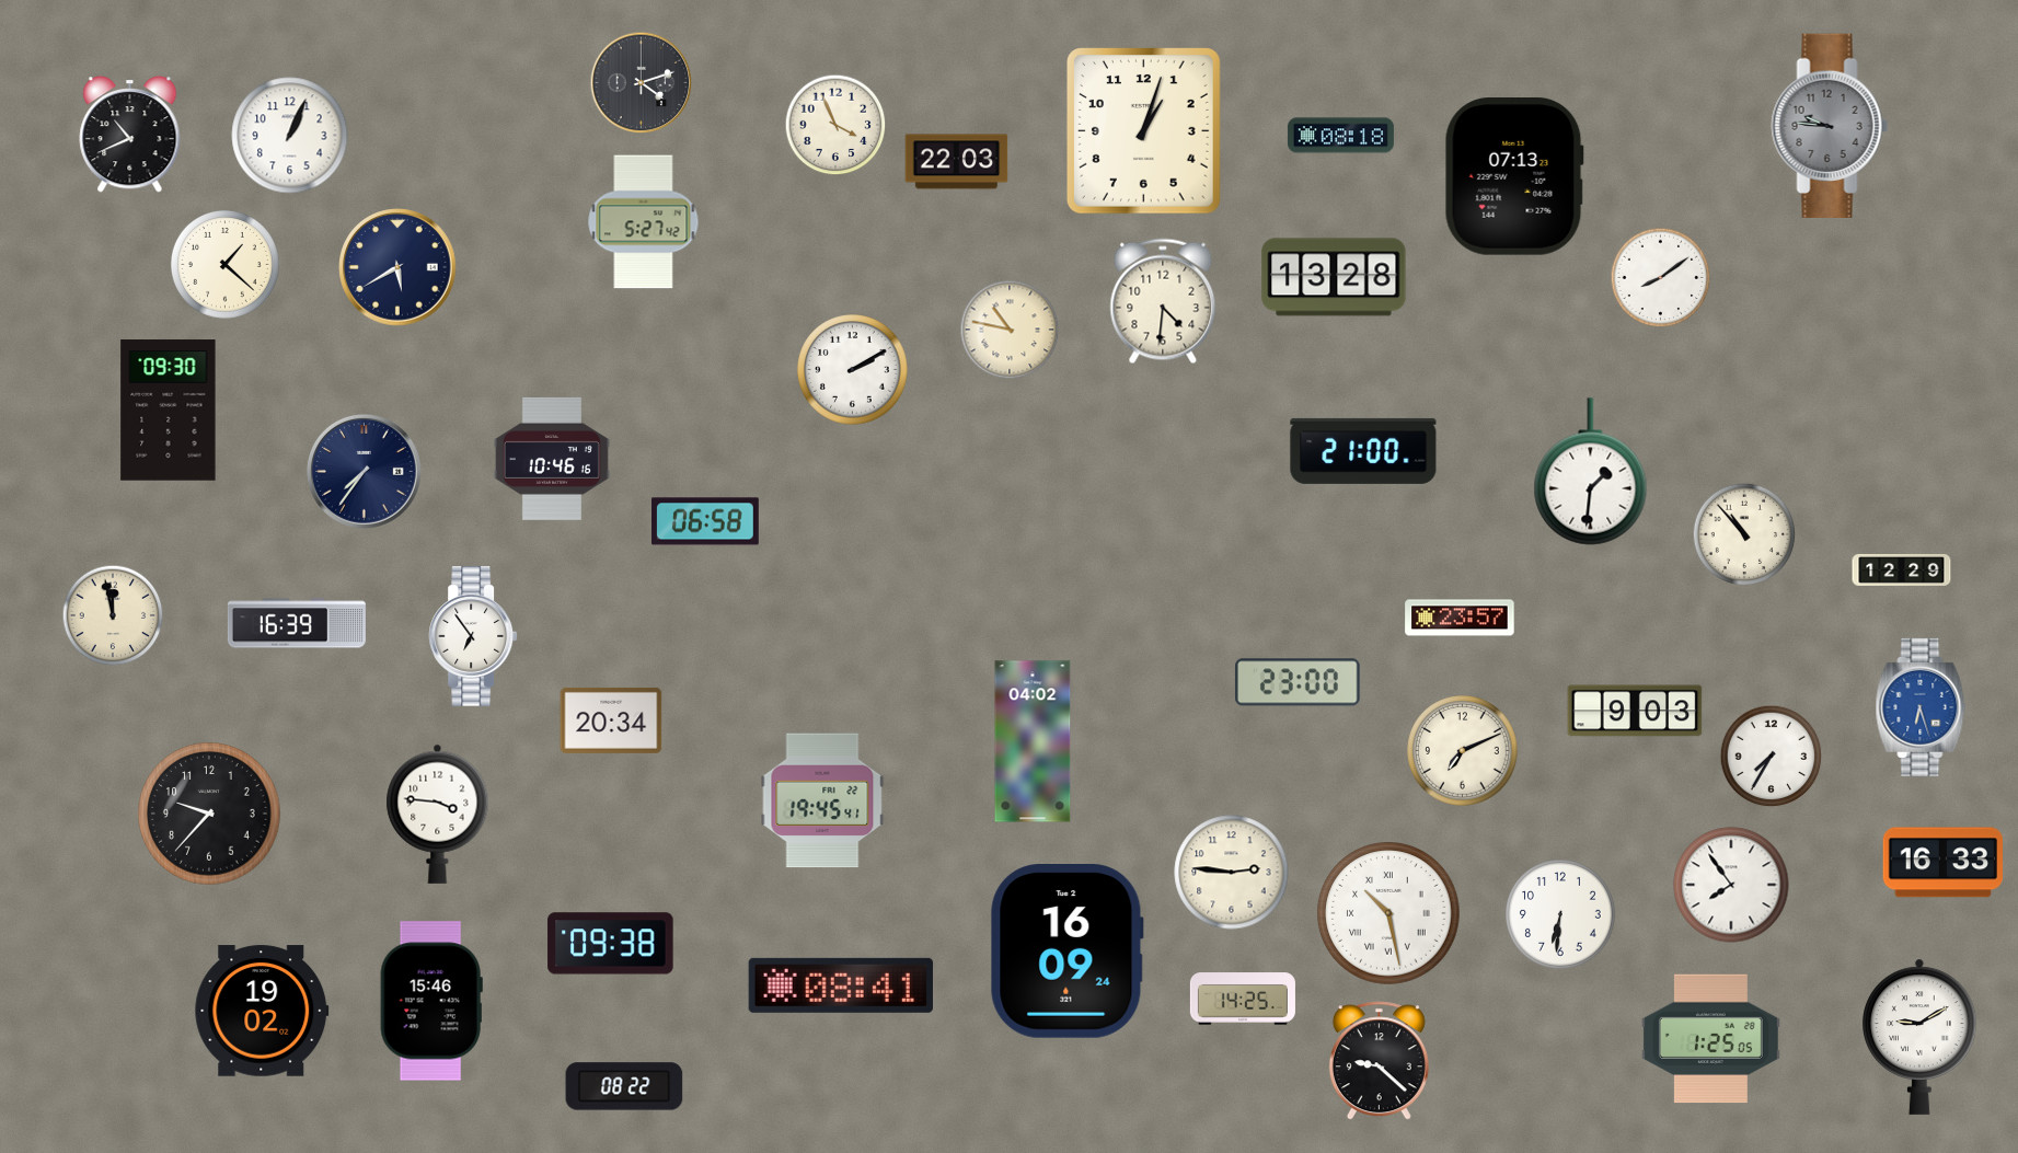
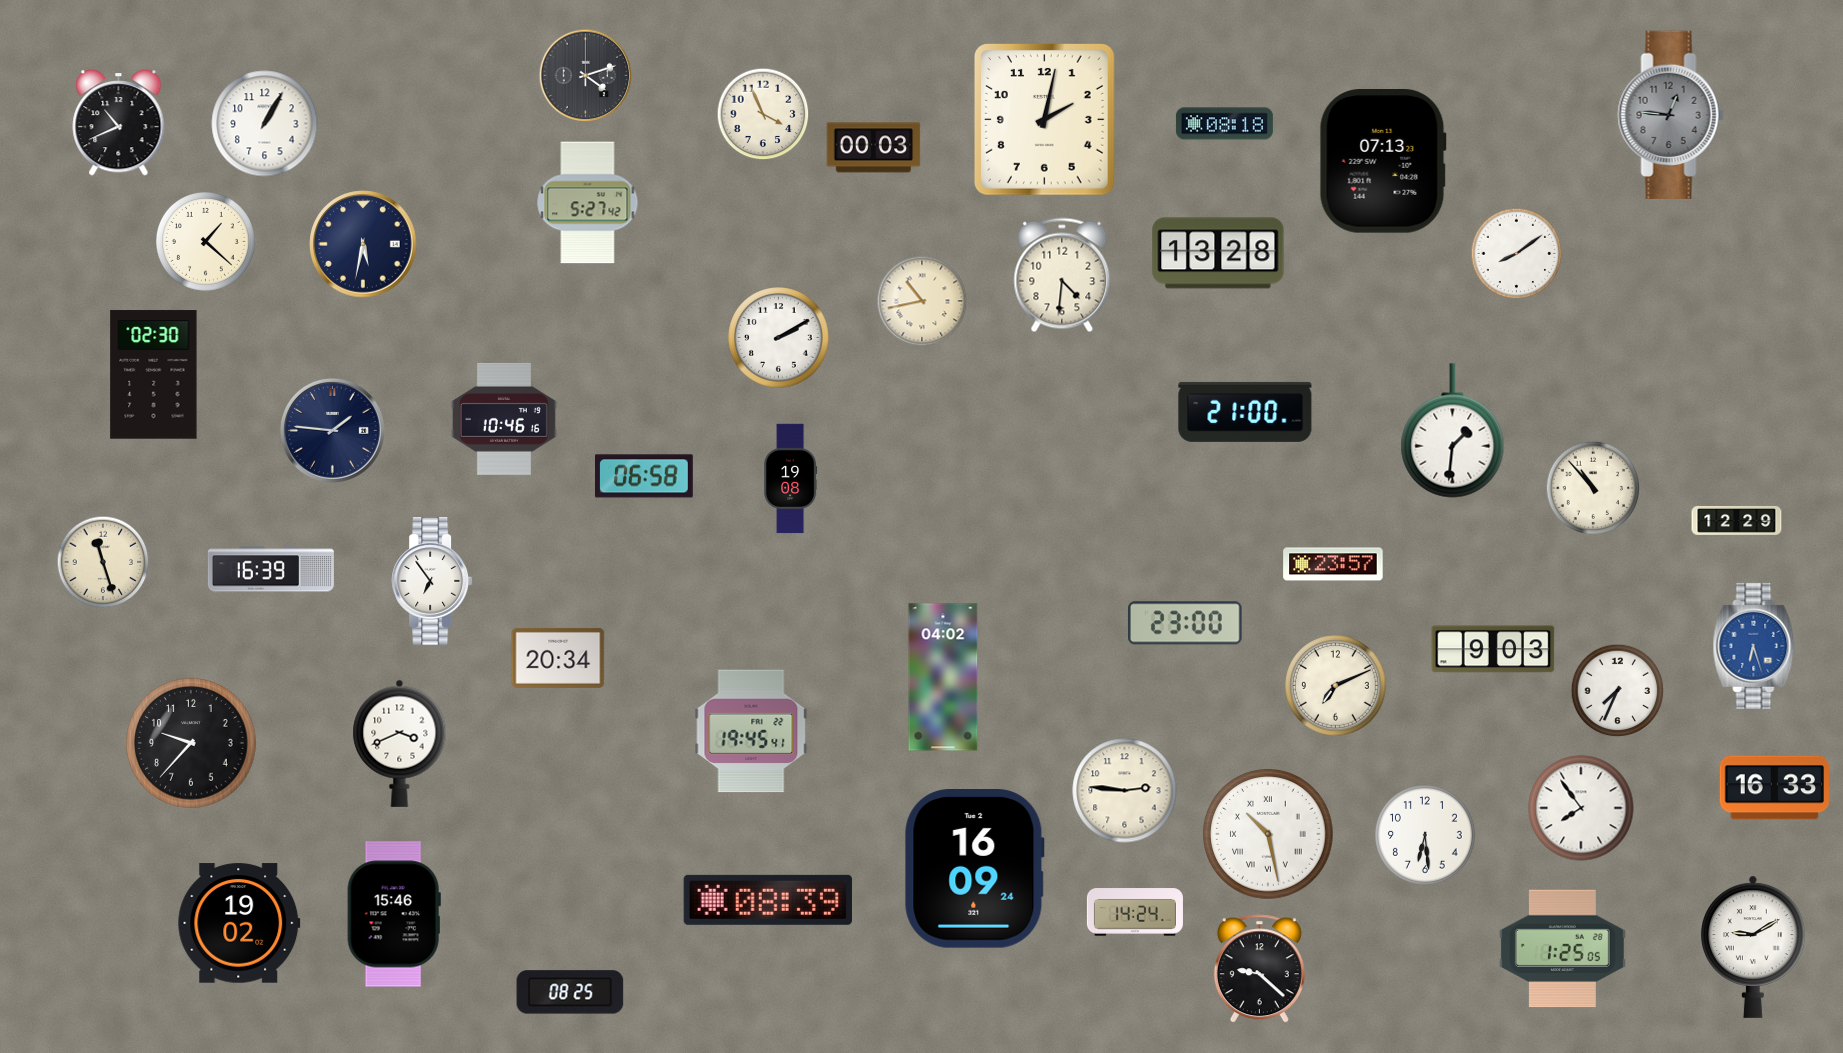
clock at (1830, 125): 9:46 -> 12:46
clock at (1144, 131): 1:03 -> 2:02
clock at (290, 136): 1:04 -> 1:05
clock at (957, 162): 22:03 -> 00:03
clock at (397, 267): 5:40 -> 5:32
clock at (1010, 330): 10:47 -> 10:43
clock at (169, 411): 09:30 -> 02:30
clock at (365, 472): 7:36 -> 1:46
clock at (791, 479): none -> 19:08
clock at (113, 615): 11:58 -> 11:27
clock at (1772, 757): 7:35 -> 7:34
clock at (438, 814): 3:46 -> 3:41
clock at (1232, 873) position: (1232, 873) -> (1125, 791)
clock at (1561, 915): 6:31 -> 6:29
clock at (611, 944): 09:38 -> none
clock at (841, 985): 08:41 -> 08:39
clock at (1243, 999): 14:25 -> 14:24
clock at (624, 1086): 08:22 -> 08:25
